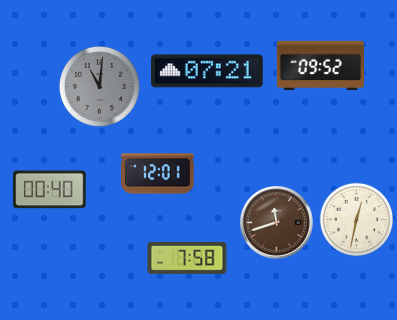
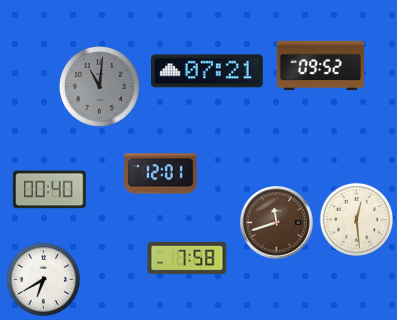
clock at (158, 174) position: (158, 174) -> (161, 174)
clock at (357, 220): 12:32 -> 12:29
clock at (44, 280): none -> 6:40
